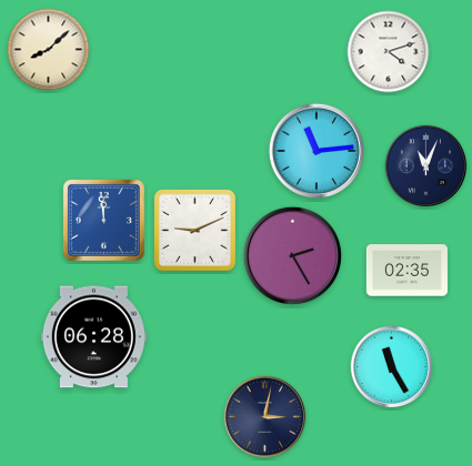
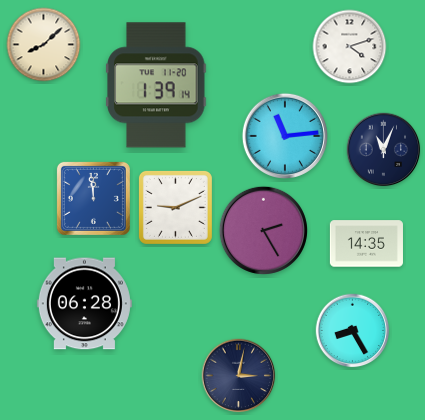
clock at (156, 85): none -> 1:39
clock at (406, 271): 02:35 -> 14:35
clock at (392, 367): 11:25 -> 8:25
